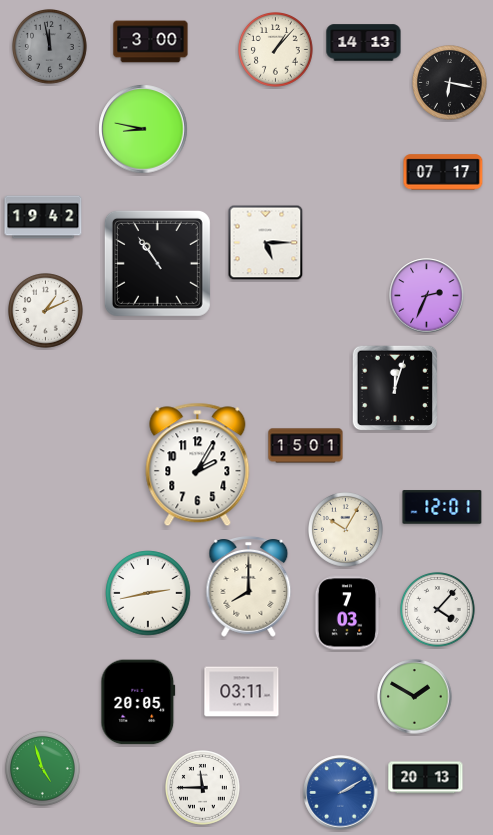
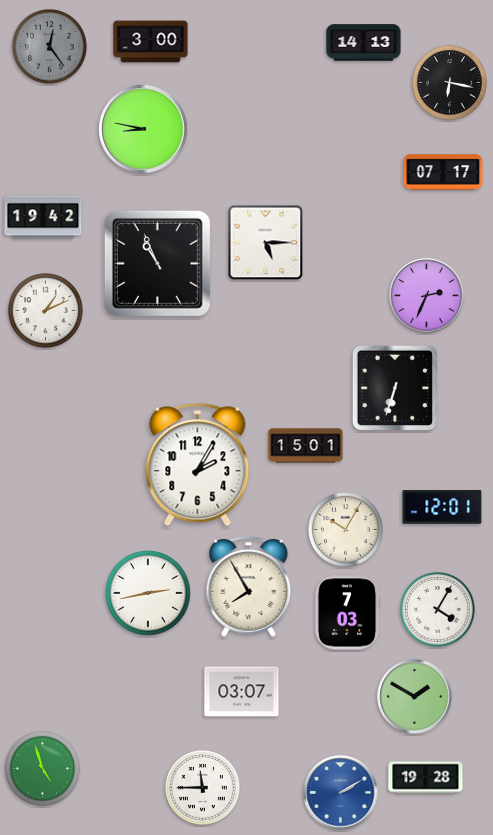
clock at (50, 47): 11:58 -> 12:24
clock at (276, 50): 1:07 -> none
clock at (157, 263): 10:54 -> 10:56
clock at (395, 388): 12:03 -> 6:33
clock at (249, 587): 8:00 -> 7:55
clock at (438, 610): 4:07 -> 4:05
clock at (242, 692): 03:11 -> 03:07
clock at (138, 702): 20:05 -> none
clock at (426, 778): 20:13 -> 19:28
